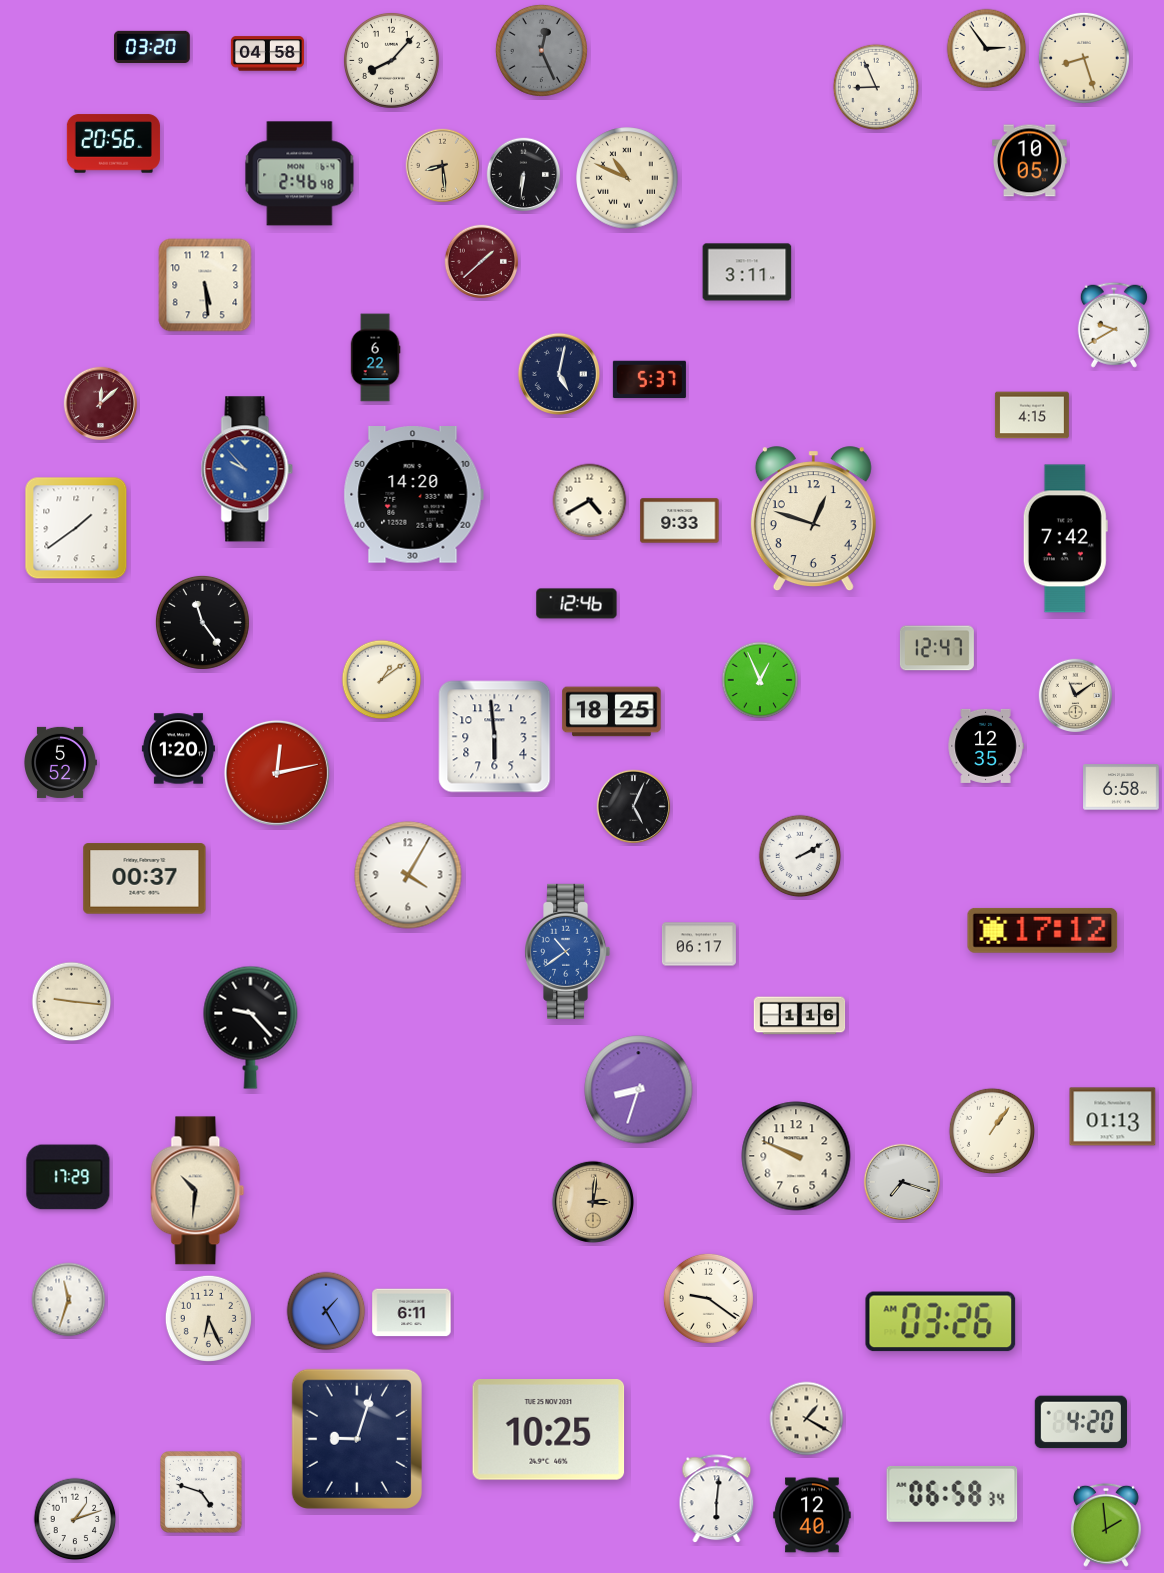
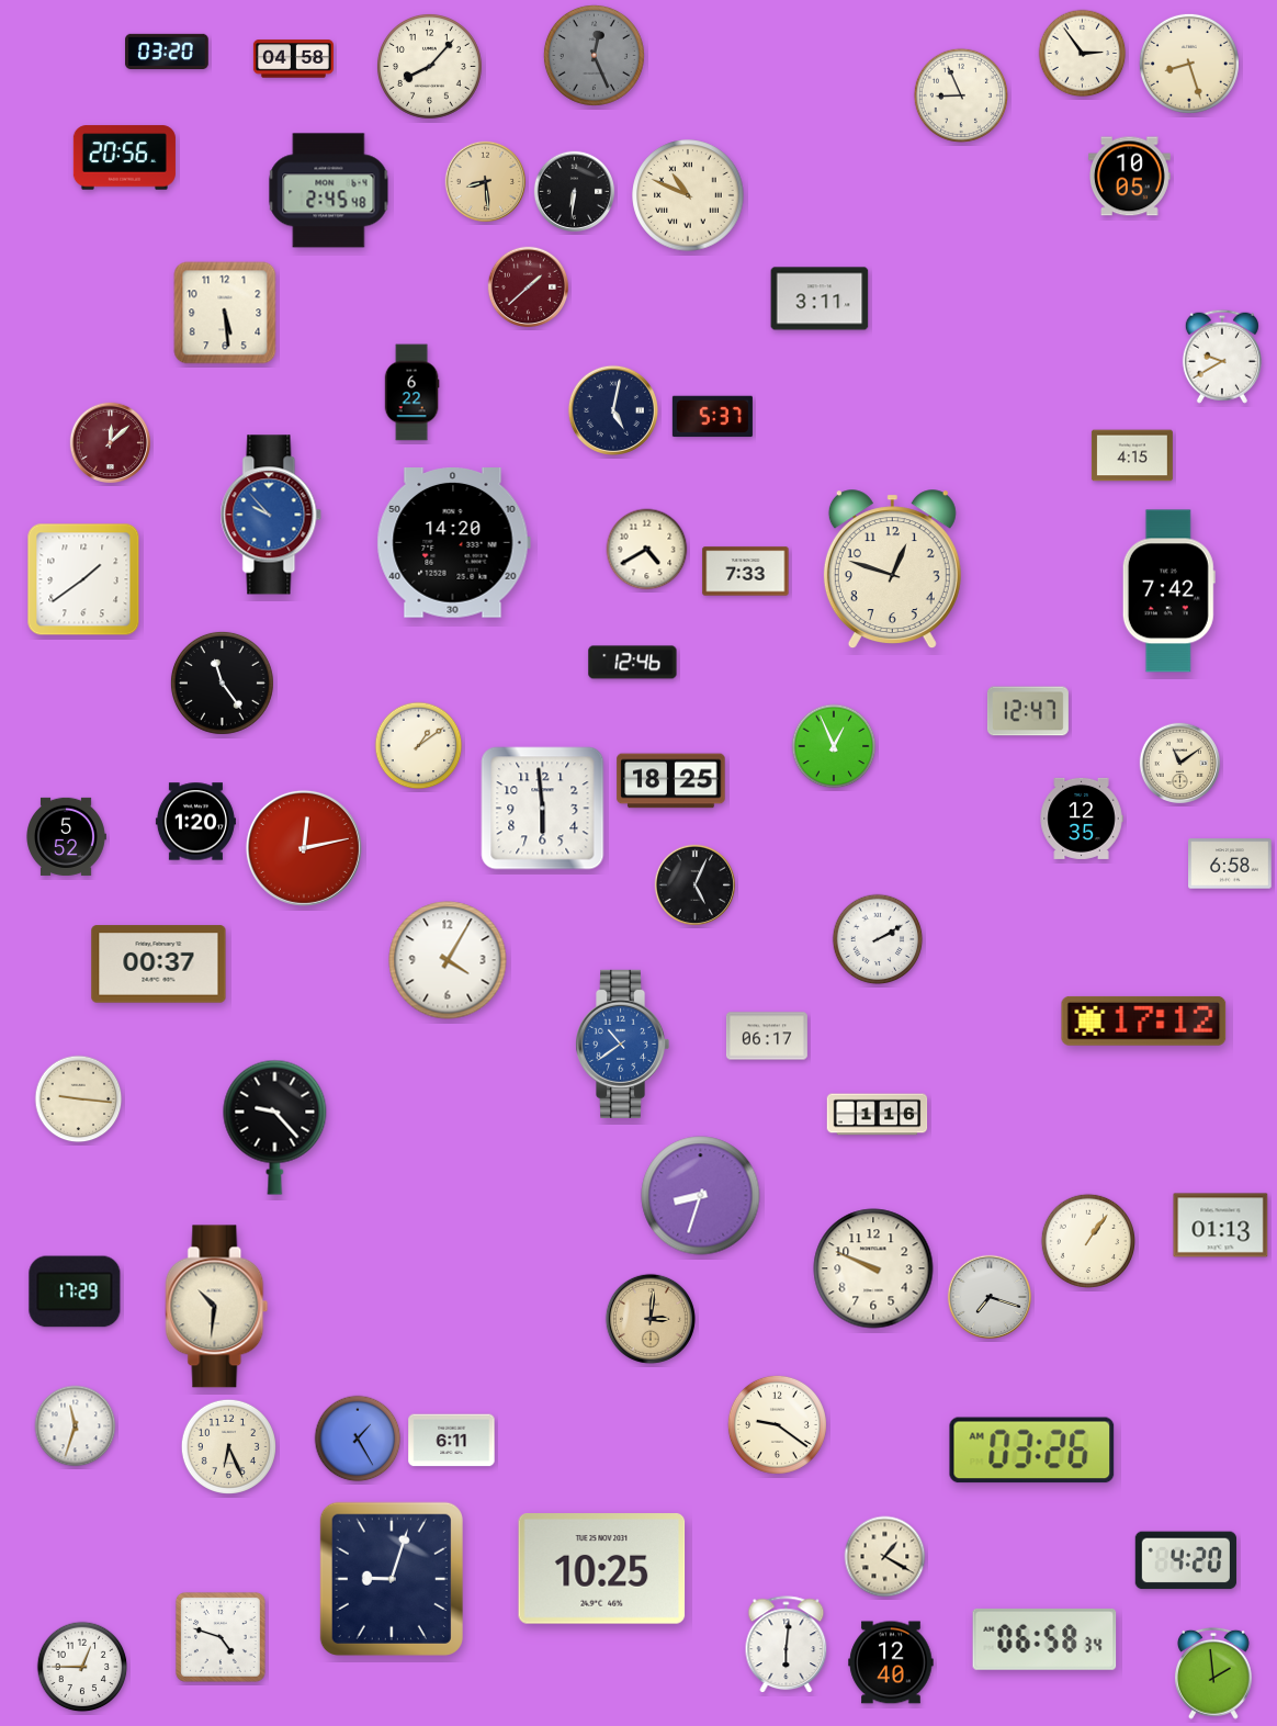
clock at (300, 174): 2:46 -> 2:45
clock at (680, 521): 9:33 -> 7:33
clock at (75, 1519): 1:12 -> 12:45
